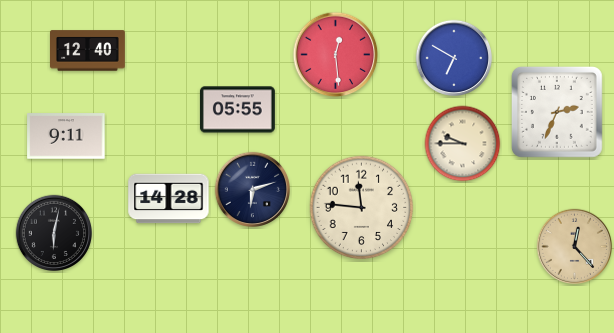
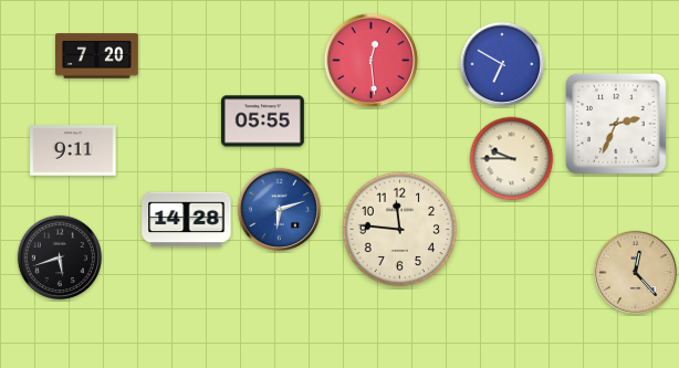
clock at (88, 51): 12:40 -> 7:20
clock at (252, 189) dial: navy -> blue
clock at (54, 233): 6:02 -> 5:42
